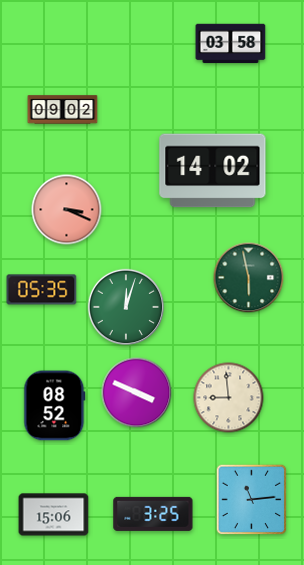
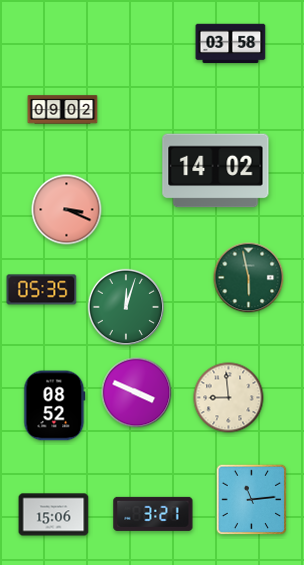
clock at (213, 171) position: (213, 171) -> (216, 171)
clock at (153, 514): 3:25 -> 3:21
